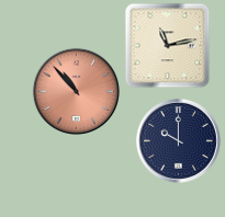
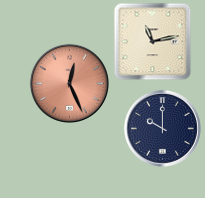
clock at (76, 91): 10:53 -> 12:26
